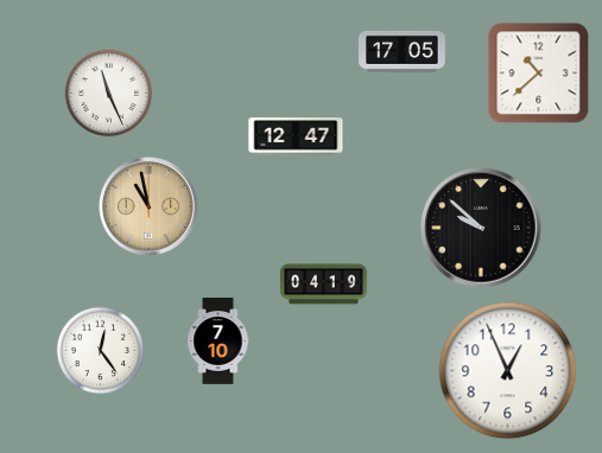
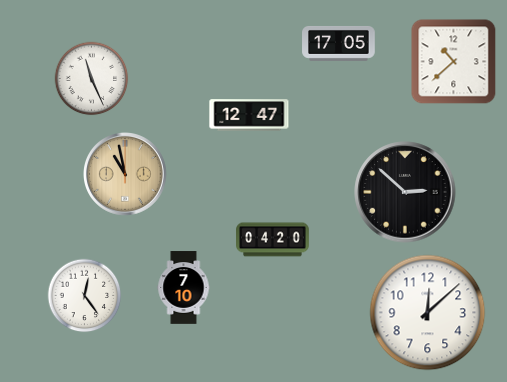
clock at (481, 228): 9:52 -> 2:52
clock at (324, 285): 04:19 -> 04:20
clock at (508, 371): 12:56 -> 12:08
